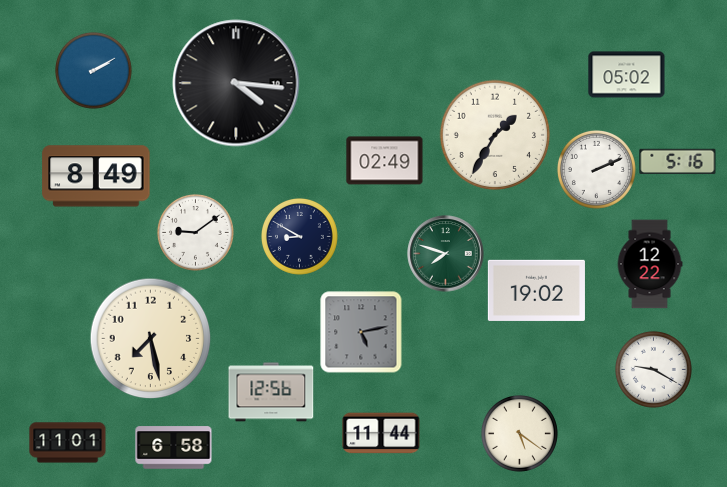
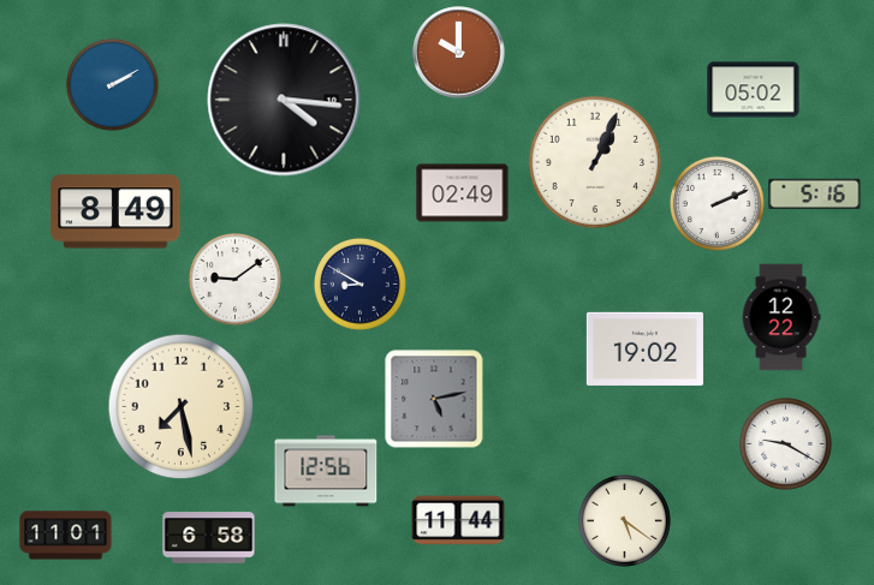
clock at (459, 53): none -> 10:00
clock at (495, 135): 1:35 -> 1:04
clock at (446, 254): 7:48 -> none
clock at (68, 443) position: (68, 443) -> (66, 536)
